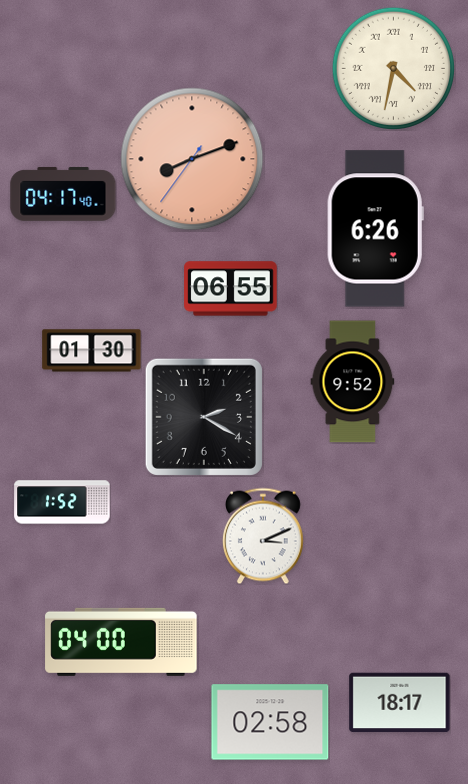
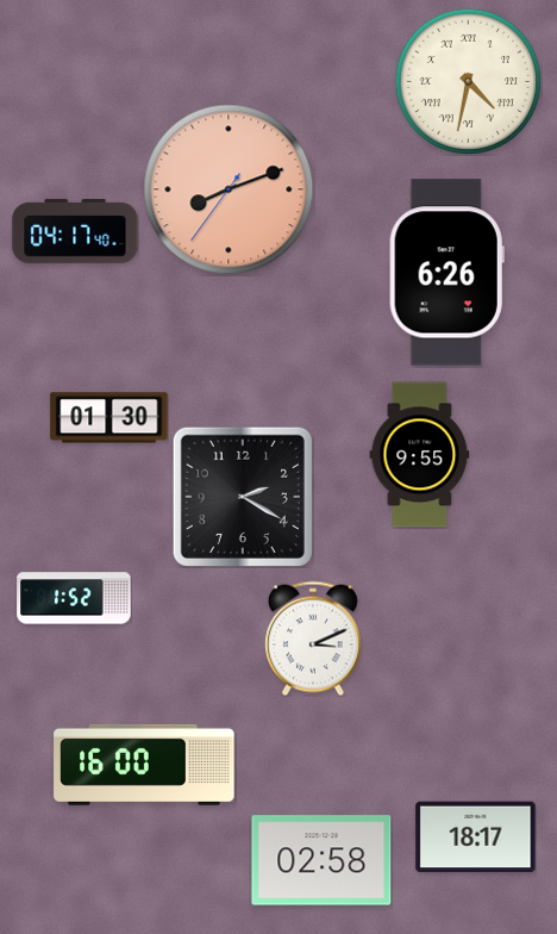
clock at (231, 289): 06:55 -> none
clock at (353, 382): 9:52 -> 9:55
clock at (121, 642): 04:00 -> 16:00
